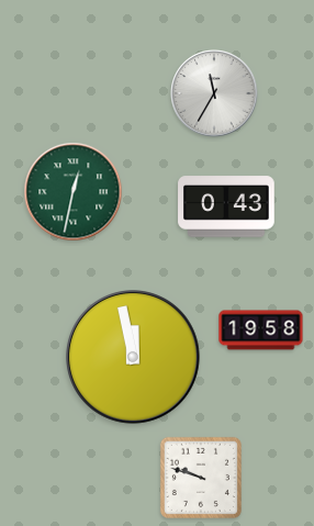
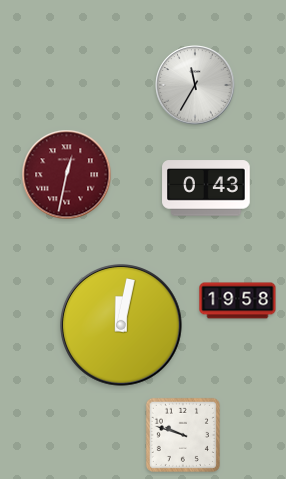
clock at (74, 192) dial: green -> burgundy
clock at (134, 358): 11:58 -> 12:02
